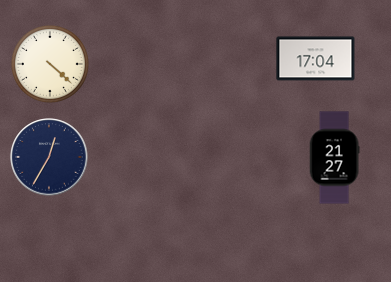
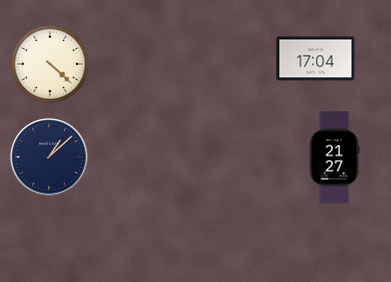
clock at (49, 157): 12:35 -> 1:08
